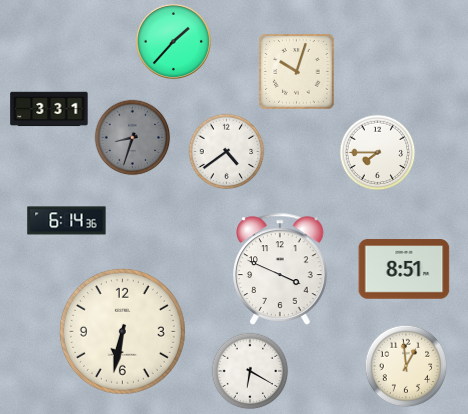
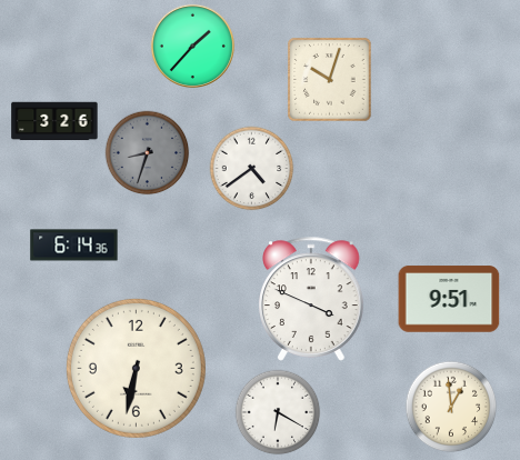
clock at (49, 109): 3:31 -> 3:26
clock at (378, 153): 7:45 -> none
clock at (404, 269): 8:51 -> 9:51
